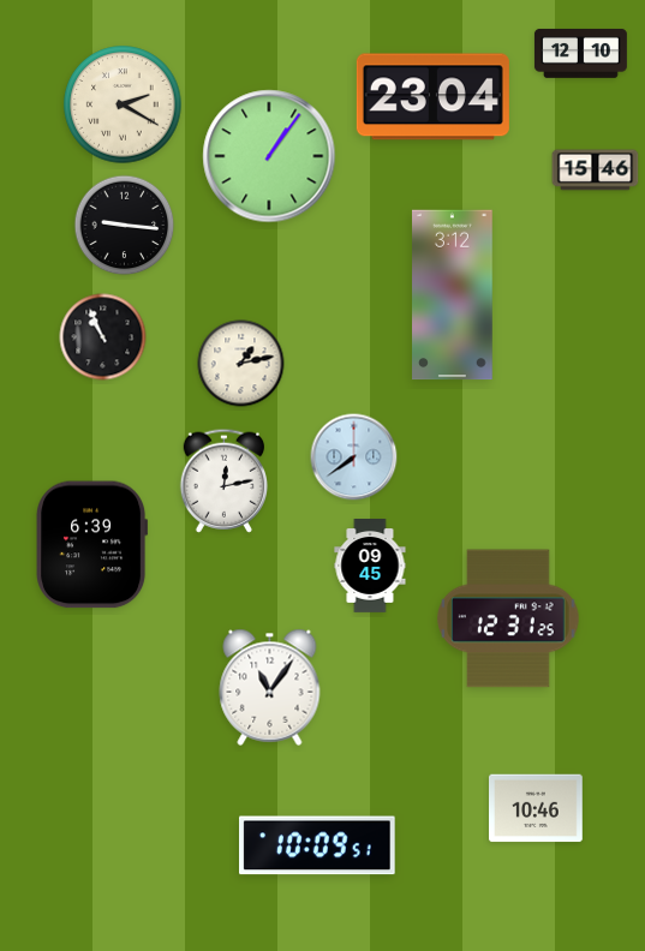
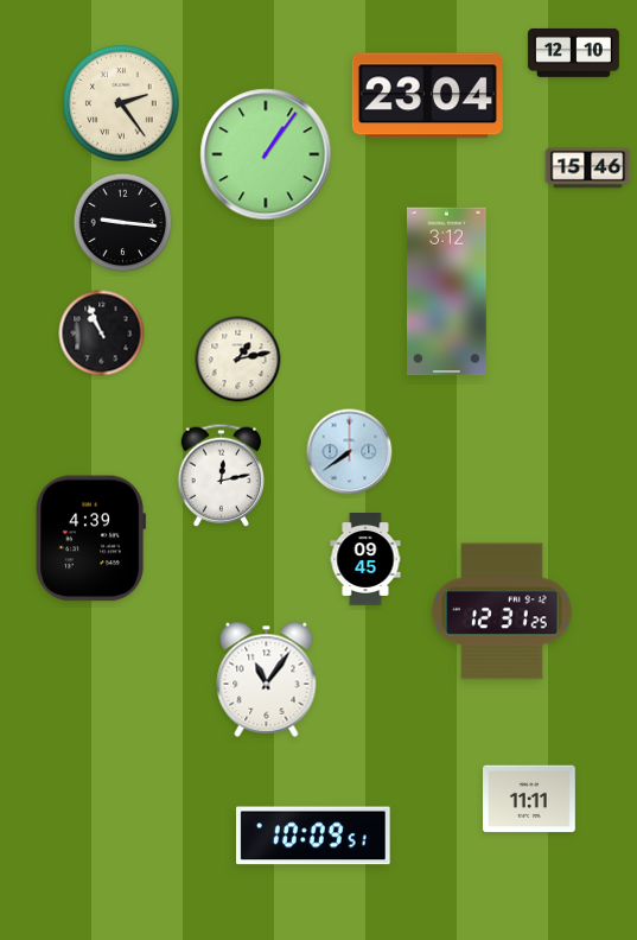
clock at (123, 104): 2:20 -> 2:24
clock at (92, 545): 6:39 -> 4:39
clock at (537, 808): 10:46 -> 11:11
